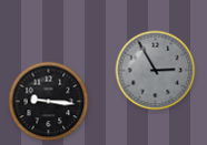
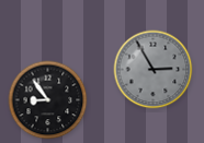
clock at (49, 102): 9:16 -> 8:54
